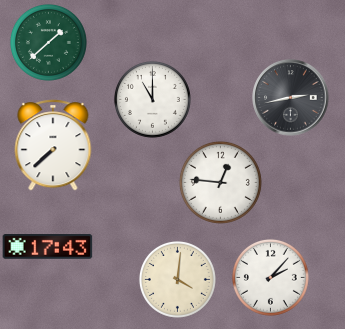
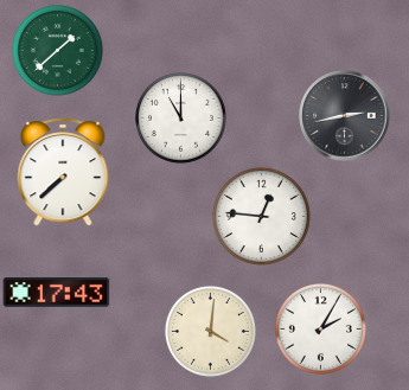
clock at (270, 277): 2:07 -> 2:05
